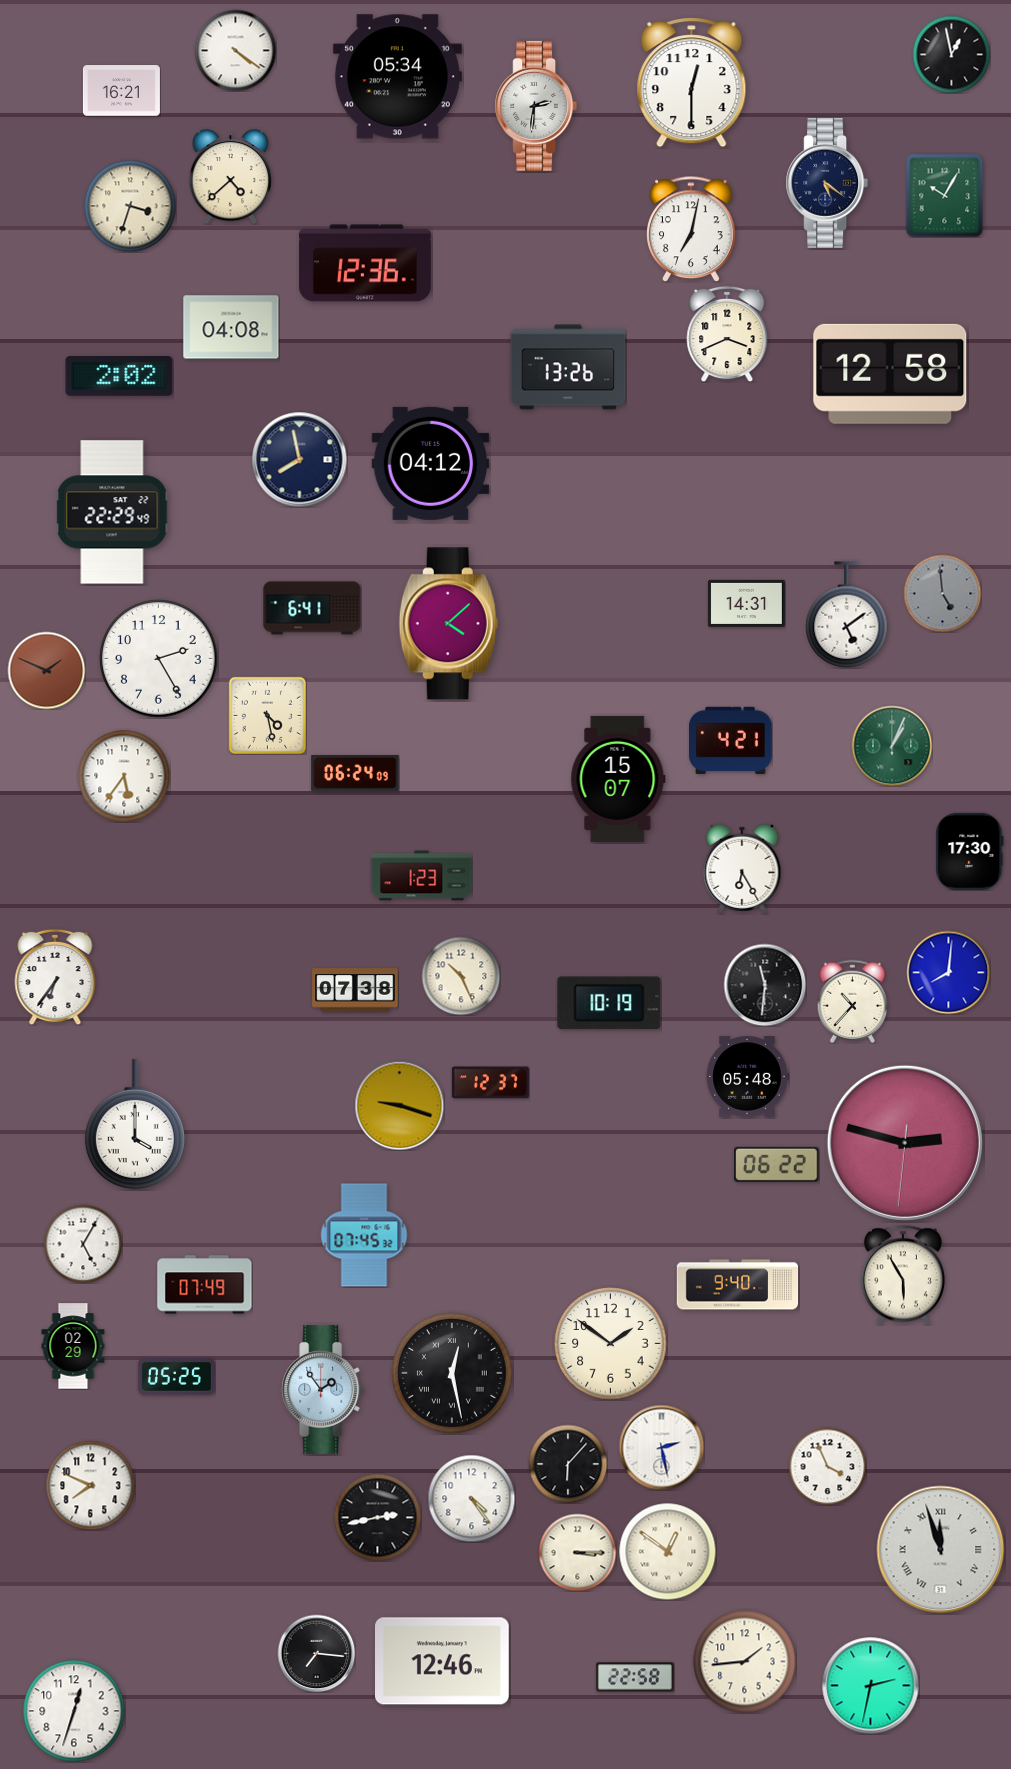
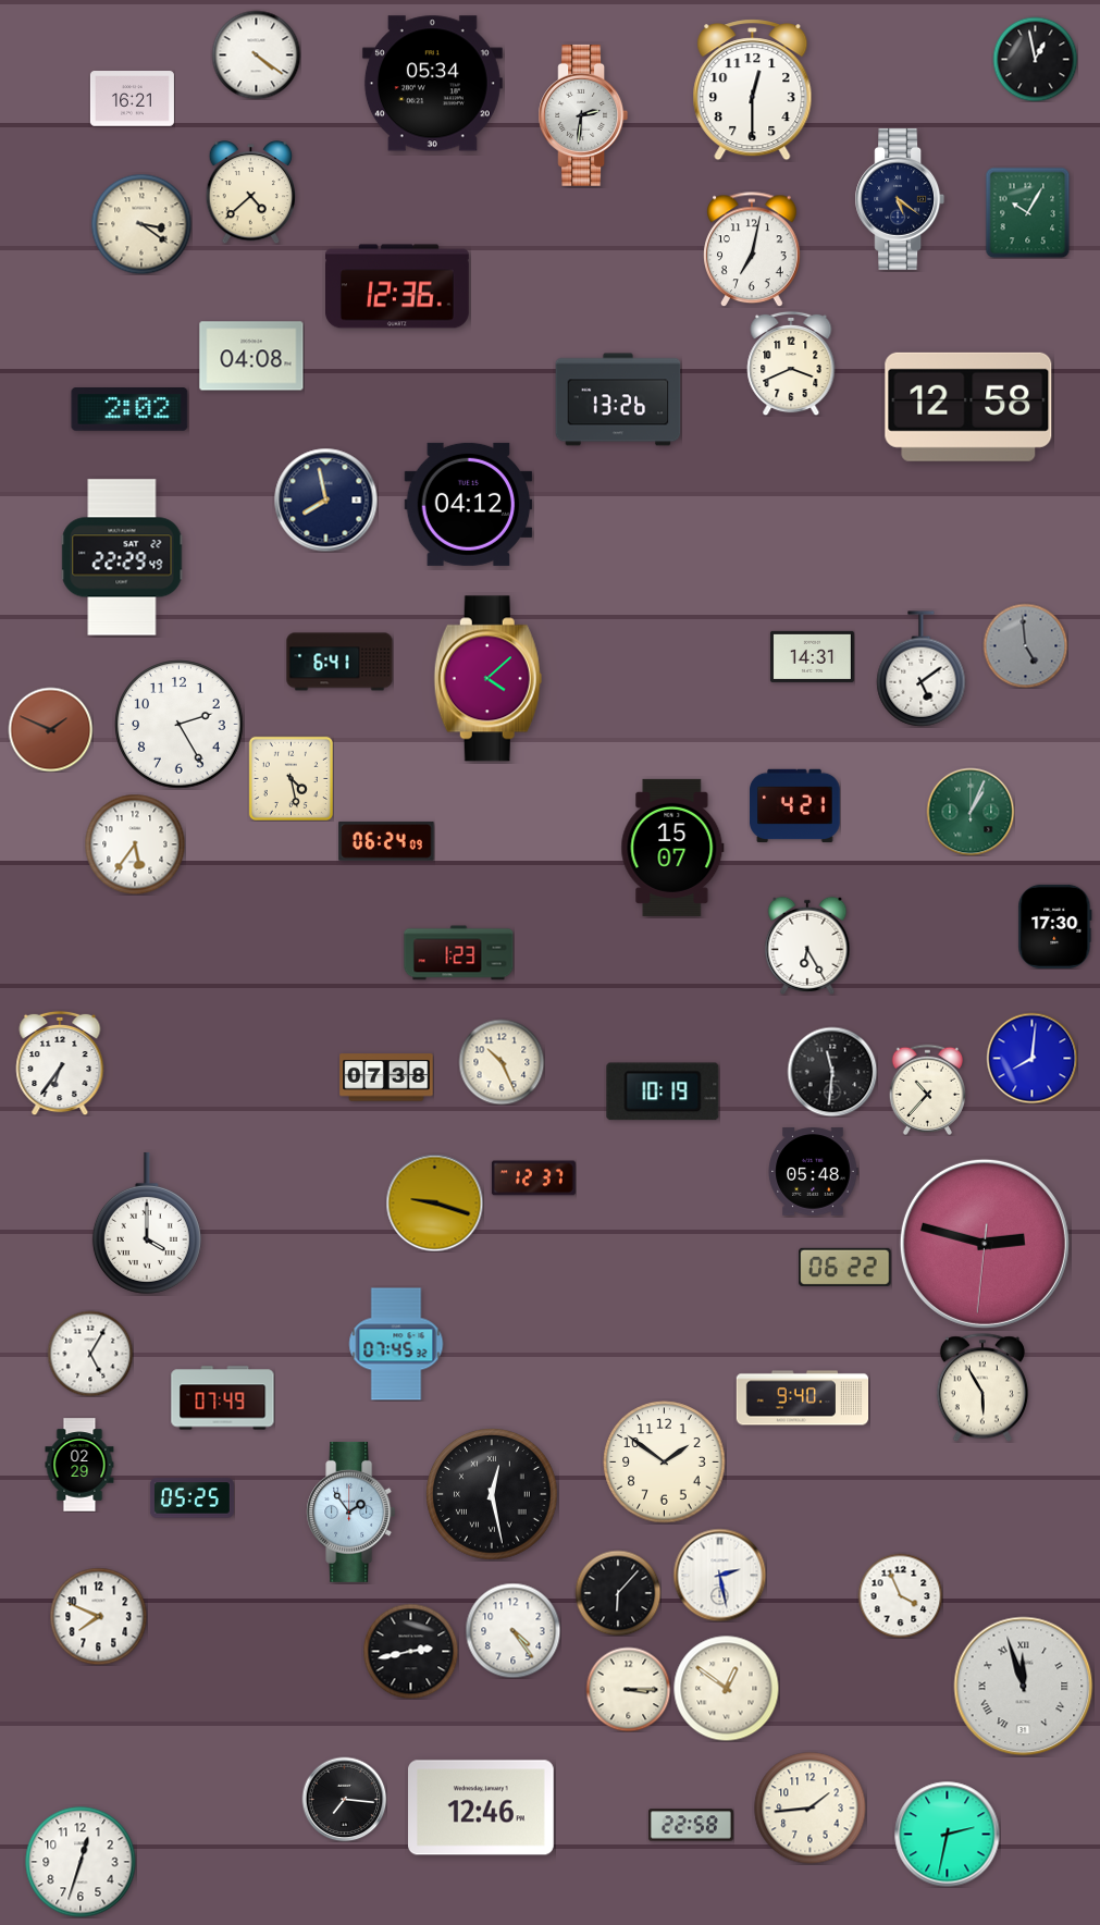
clock at (130, 206): 3:33 -> 3:21
clock at (159, 659) position: (159, 659) -> (180, 725)
